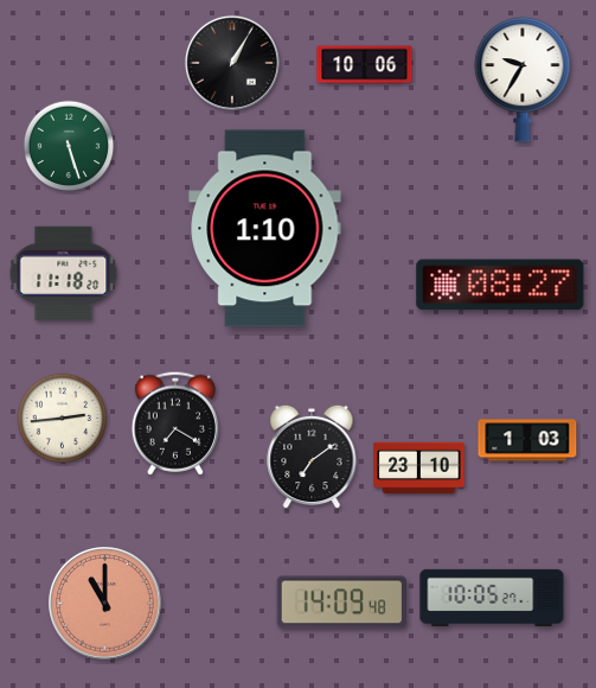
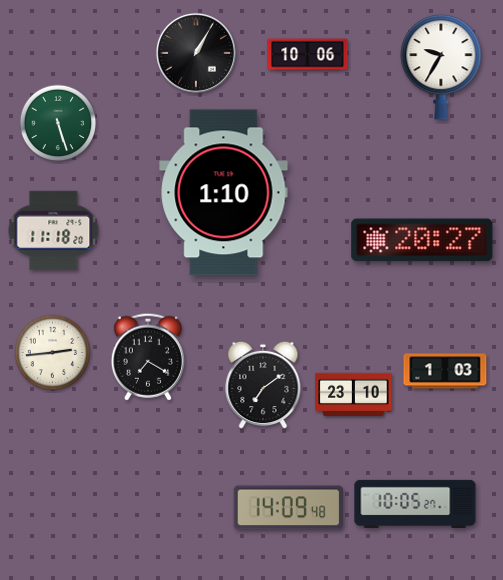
clock at (500, 285): 08:27 -> 20:27
clock at (105, 604): 11:00 -> none
